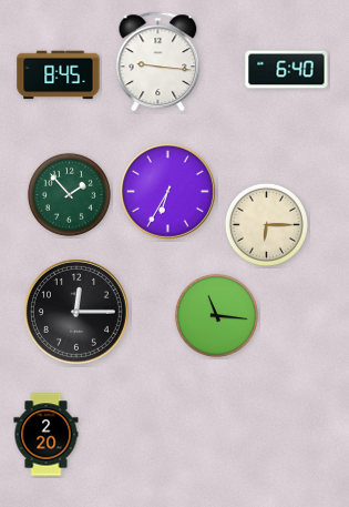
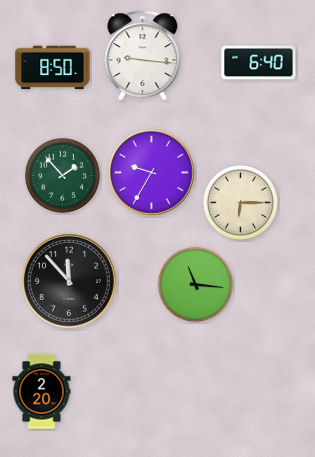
clock at (59, 75): 8:45 -> 8:50
clock at (168, 192): 6:35 -> 9:35
clock at (76, 312): 12:15 -> 11:53
